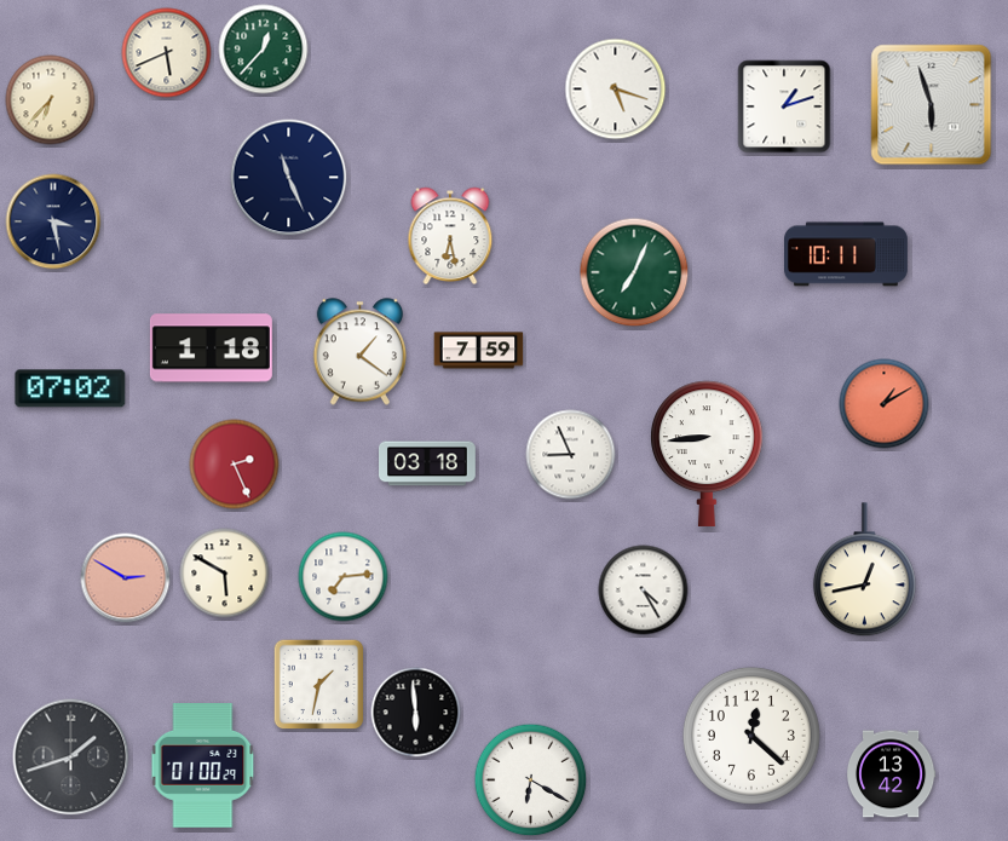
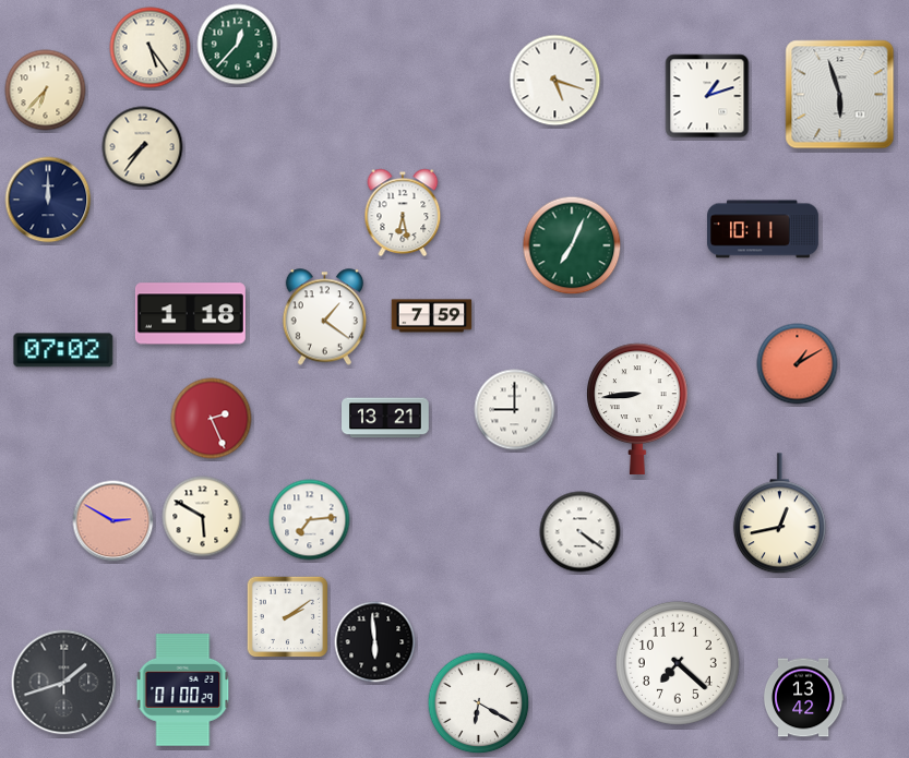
clock at (167, 53): 5:41 -> 5:24
clock at (143, 147): none -> 7:36
clock at (289, 178): 11:26 -> none
clock at (53, 221): 3:28 -> 12:00
clock at (450, 236) position: (450, 236) -> (403, 213)
clock at (571, 455): 8:56 -> 9:00
clock at (428, 463): 03:18 -> 13:21
clock at (644, 591): 4:25 -> 4:21
clock at (319, 685): 1:32 -> 2:09
clock at (751, 736): 12:22 -> 7:22
